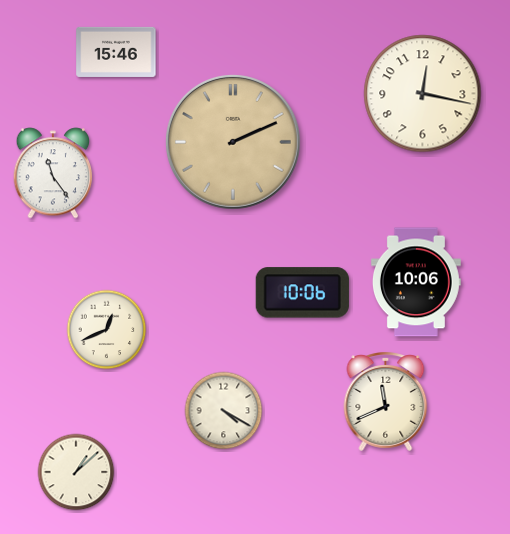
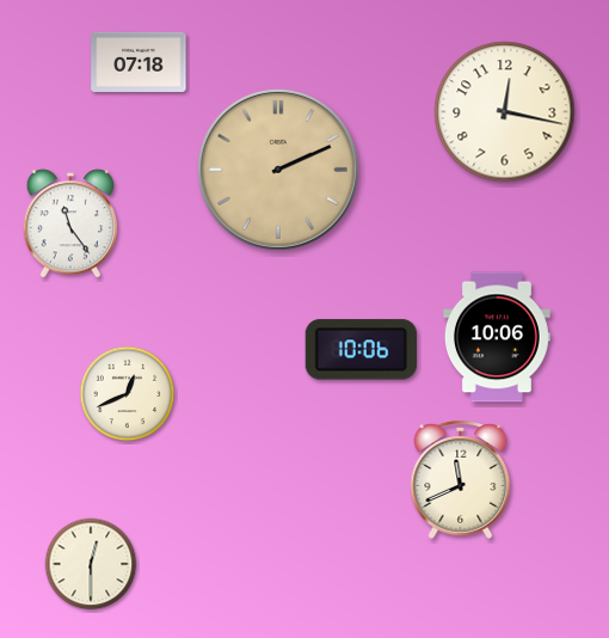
clock at (116, 52): 15:46 -> 07:18
clock at (53, 173) position: (53, 173) -> (70, 223)
clock at (224, 411): 4:20 -> none
clock at (76, 472): 1:08 -> 12:30
